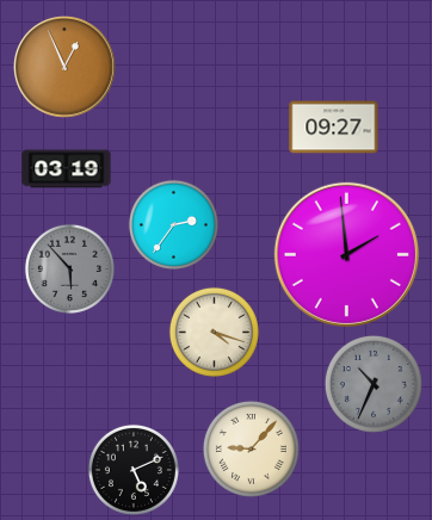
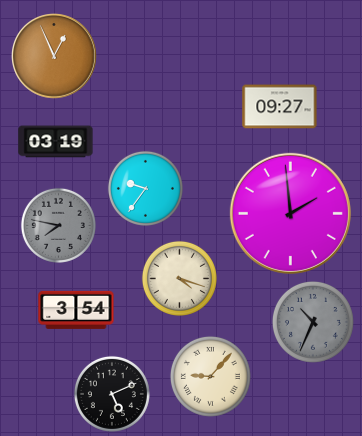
clock at (173, 224): 2:36 -> 9:36
clock at (69, 268): 5:53 -> 7:47
clock at (76, 310): none -> 3:54
